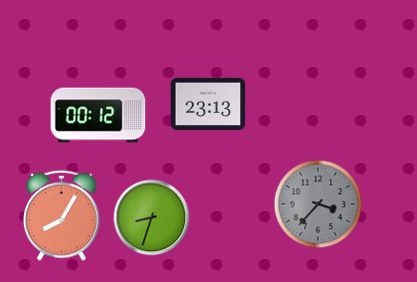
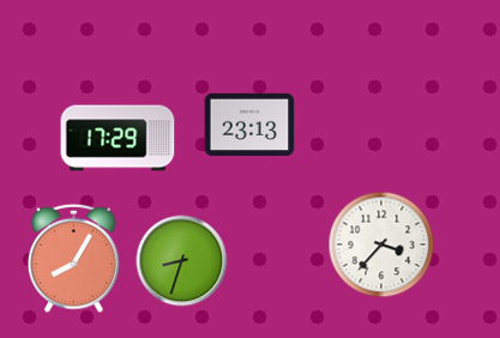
clock at (98, 115): 00:12 -> 17:29
clock at (318, 204) dial: grey -> white
